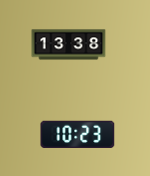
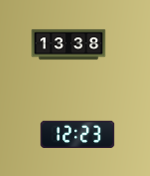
clock at (78, 134): 10:23 -> 12:23
